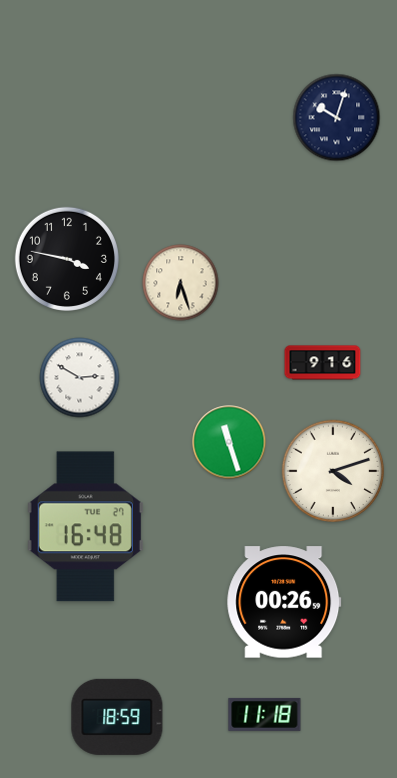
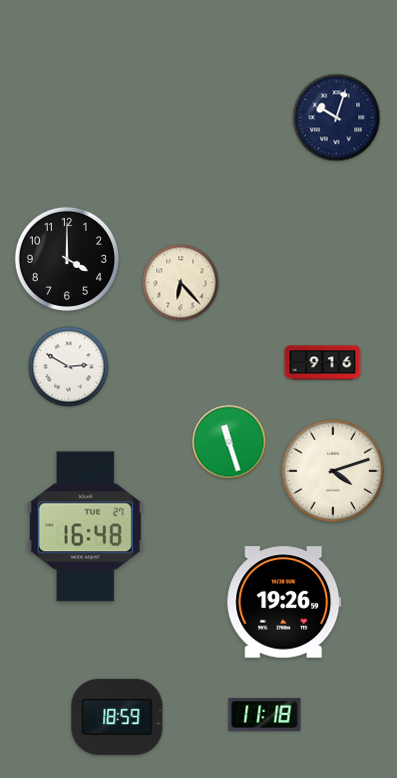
clock at (67, 259): 3:47 -> 4:00
clock at (181, 283): 6:27 -> 6:23
clock at (80, 378) position: (80, 378) -> (69, 367)
clock at (284, 602): 00:26 -> 19:26
